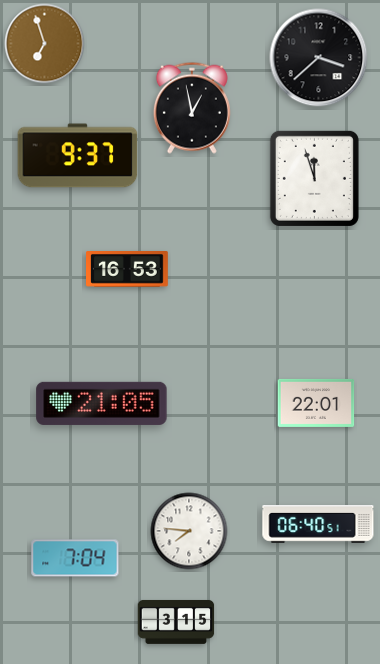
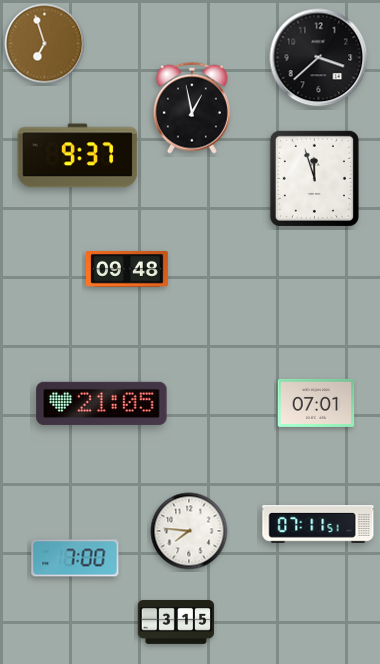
clock at (128, 270): 16:53 -> 09:48
clock at (316, 403): 22:01 -> 07:01
clock at (318, 525): 06:40 -> 07:11
clock at (75, 558): 7:04 -> 7:00
